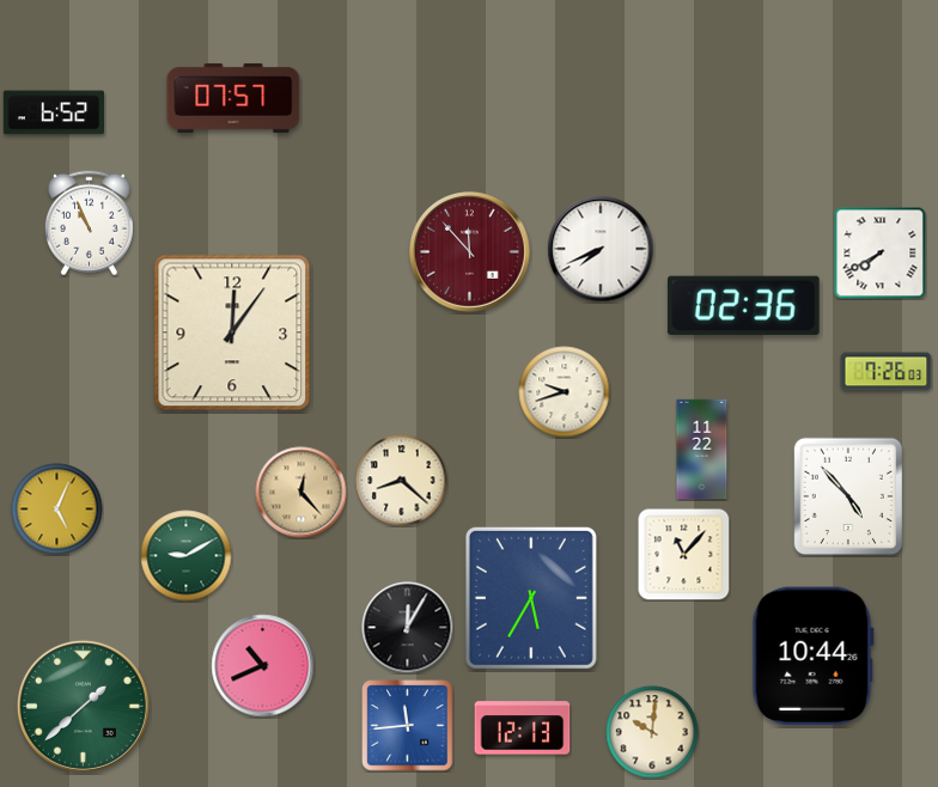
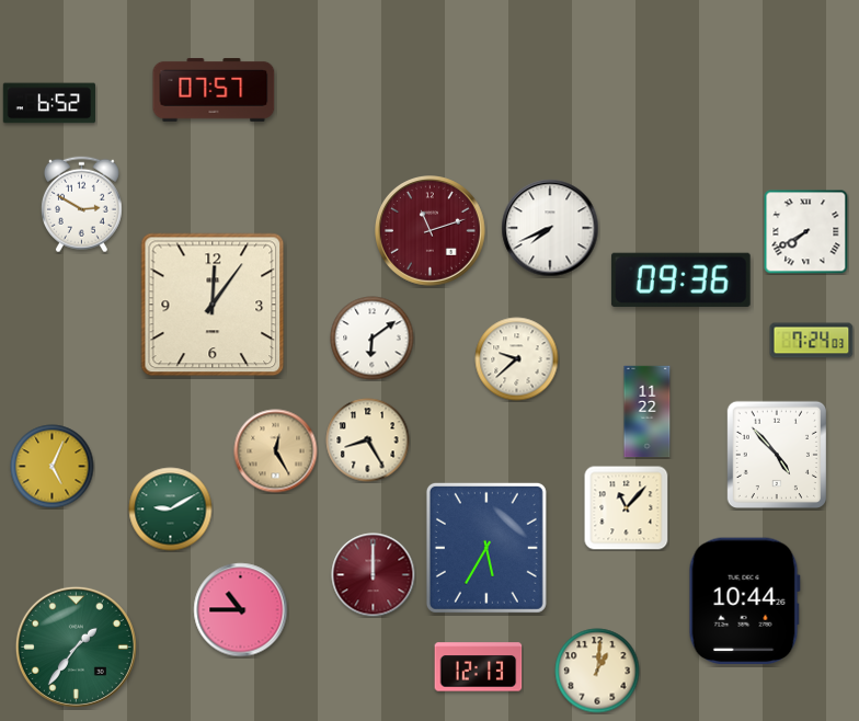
clock at (89, 224): 10:56 -> 2:50
clock at (470, 252): 11:53 -> 11:12
clock at (743, 305): 02:36 -> 09:36
clock at (373, 339): none -> 6:09
clock at (887, 372): 7:26 -> 7:24
clock at (565, 392): 9:42 -> 9:38
clock at (702, 450) position: (702, 450) -> (648, 412)
clock at (402, 481): 8:22 -> 8:25
clock at (301, 493): 12:23 -> 12:25
clock at (408, 628): 12:05 -> 12:00
clock at (408, 628) dial: black -> burgundy
clock at (263, 666): 10:41 -> 10:45
clock at (83, 706): 1:38 -> 1:36
clock at (408, 726): 11:44 -> none
clock at (652, 732): 10:01 -> 1:01
